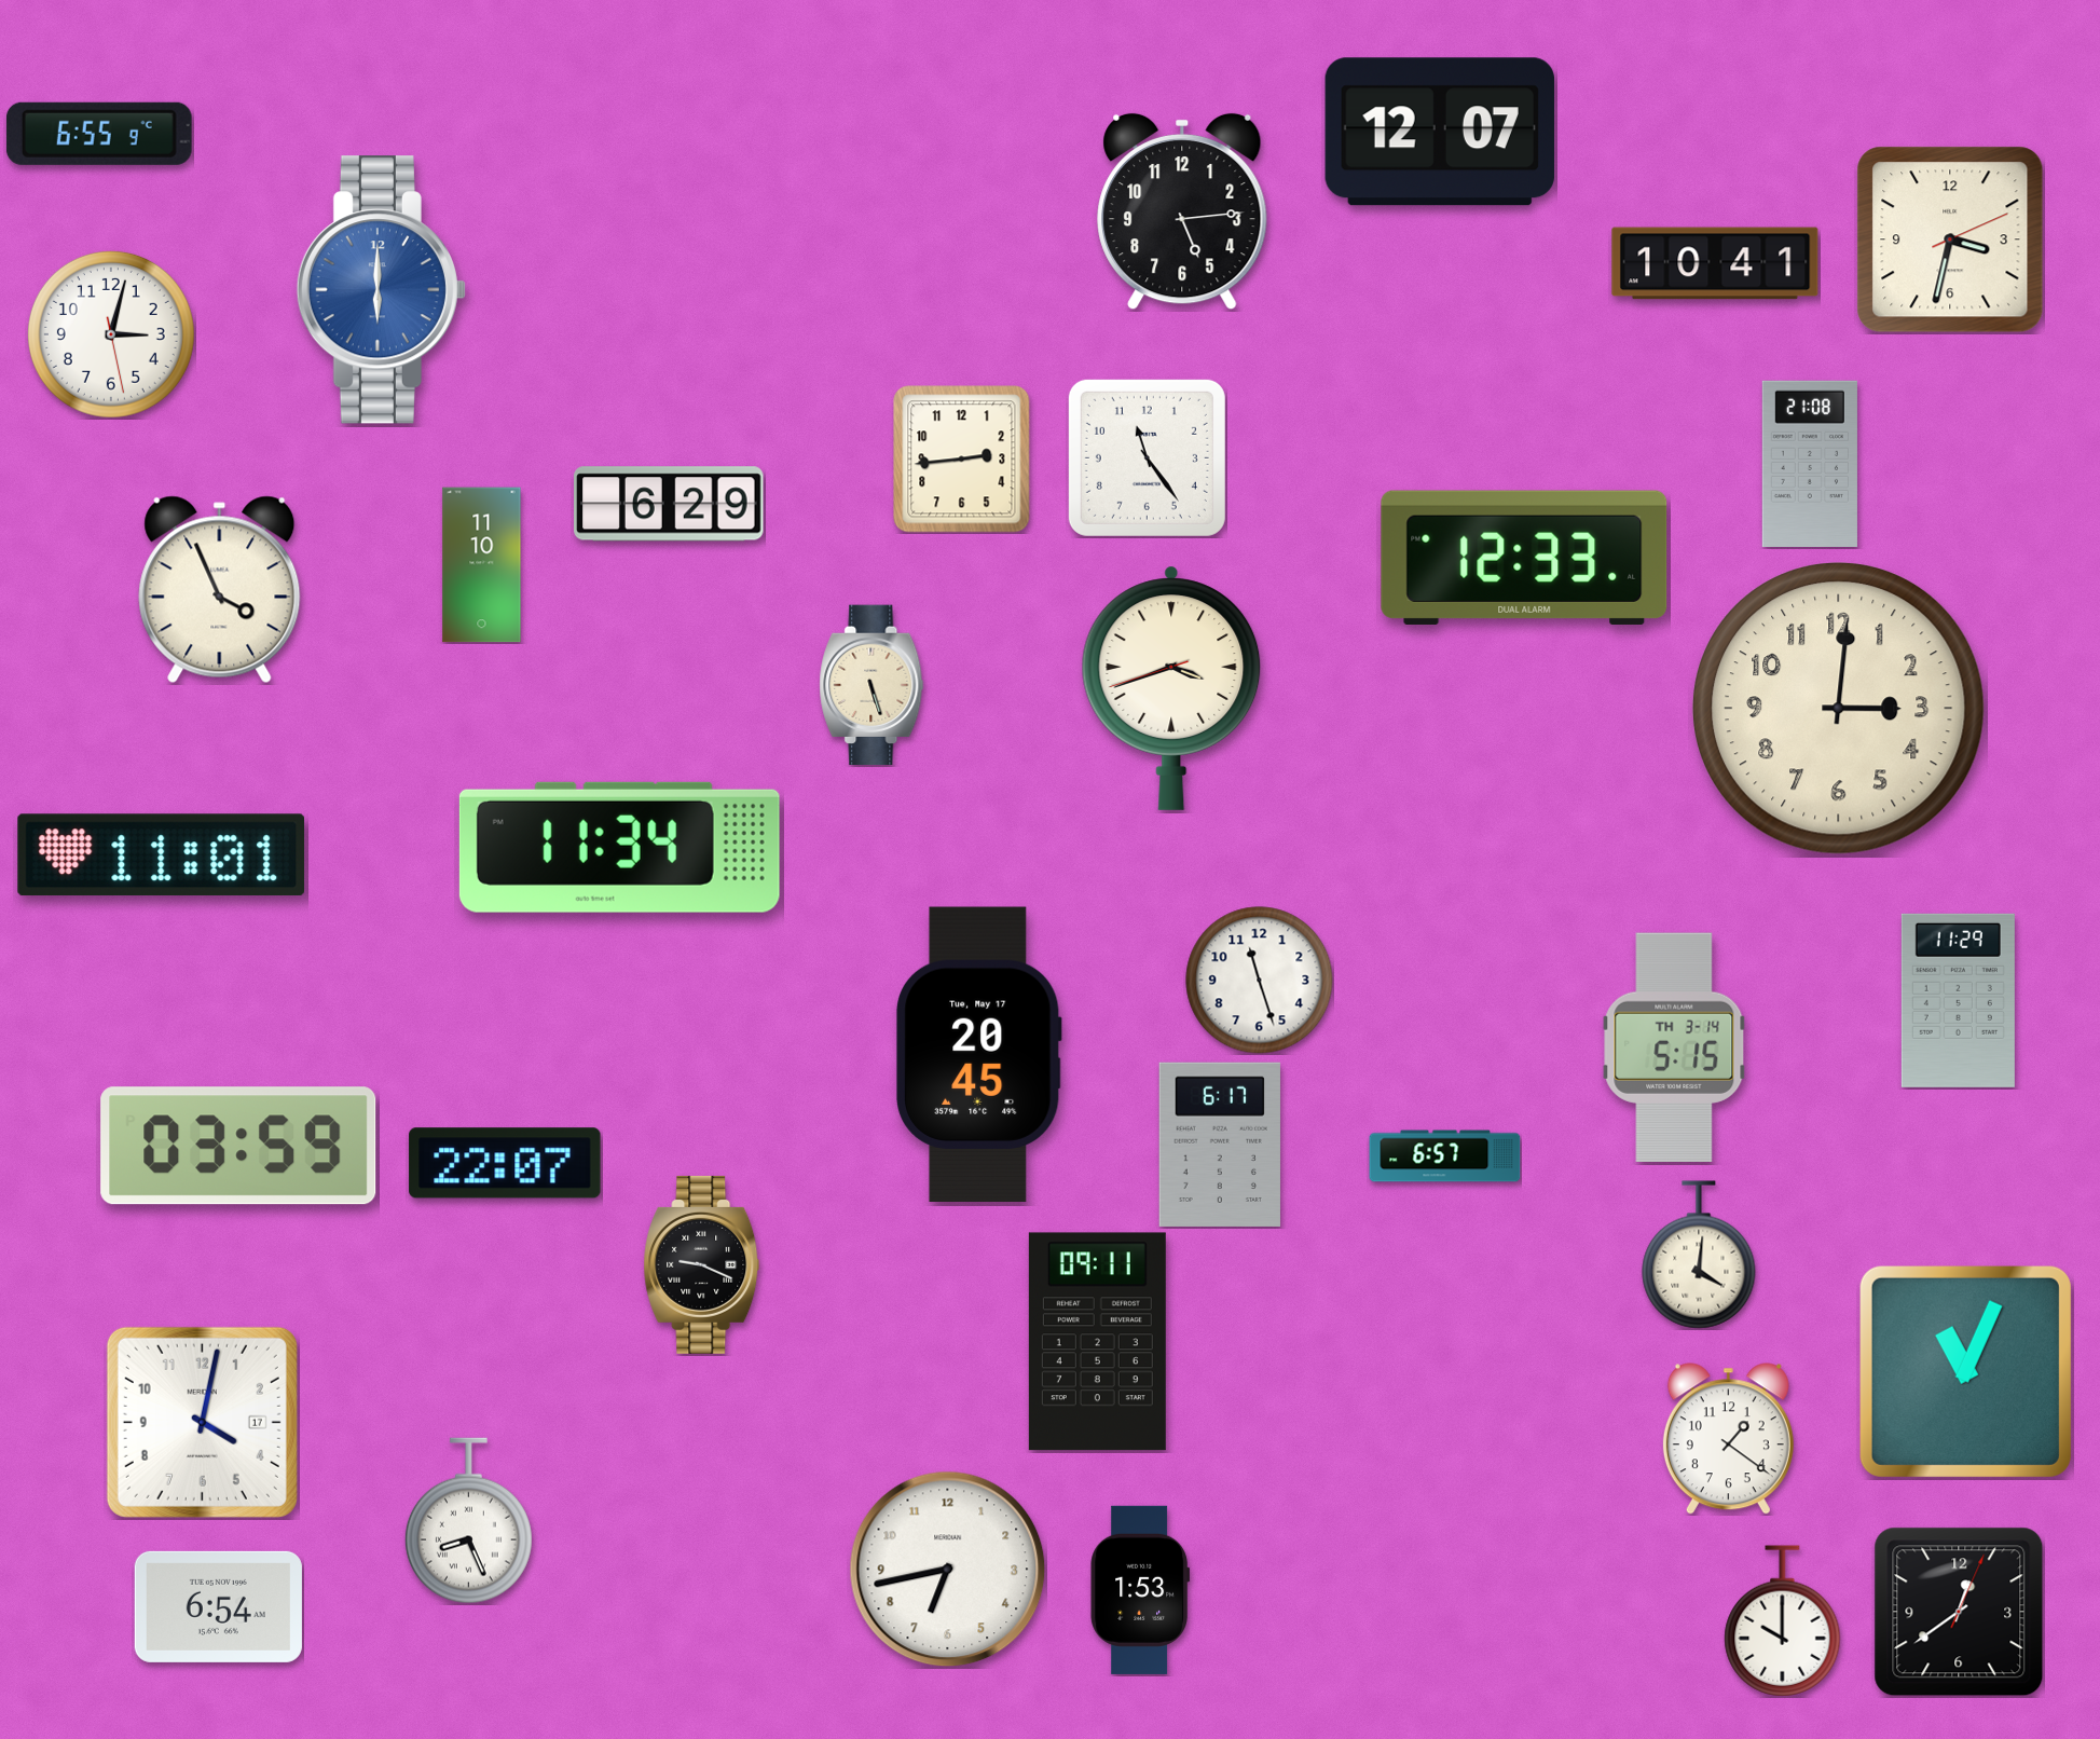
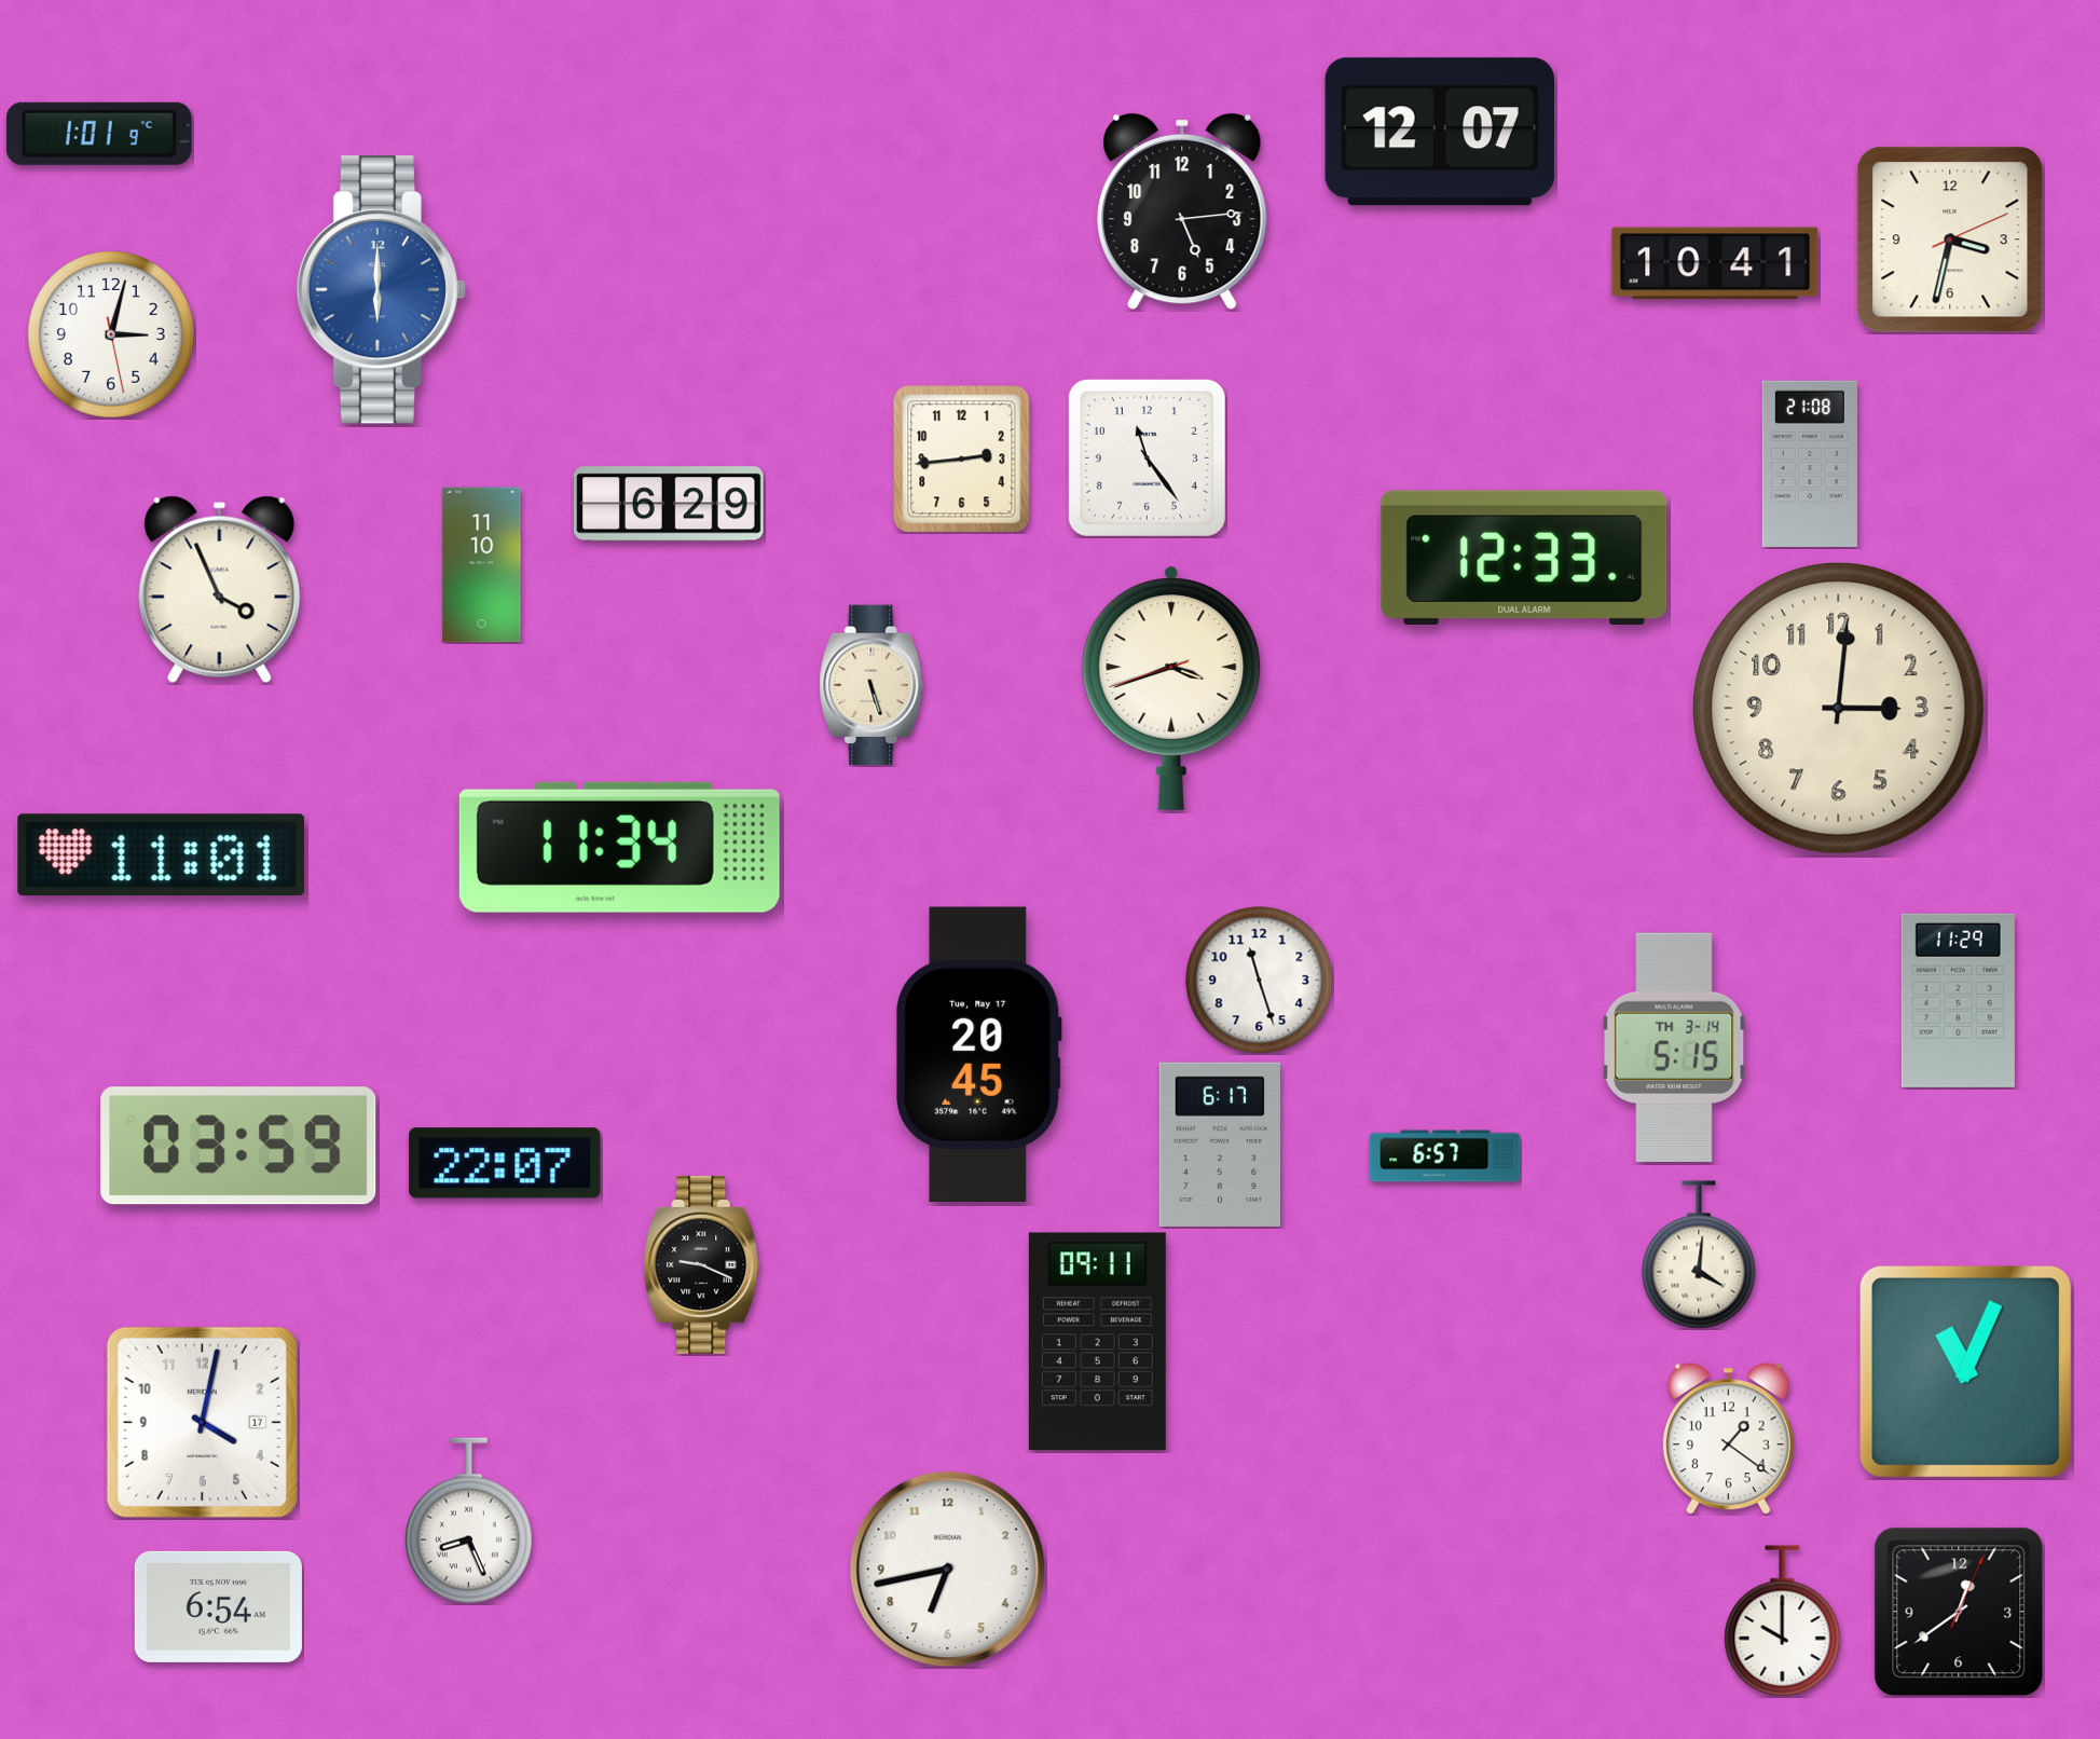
clock at (99, 134): 6:55 -> 1:01
clock at (1140, 1590): 1:53 -> none
